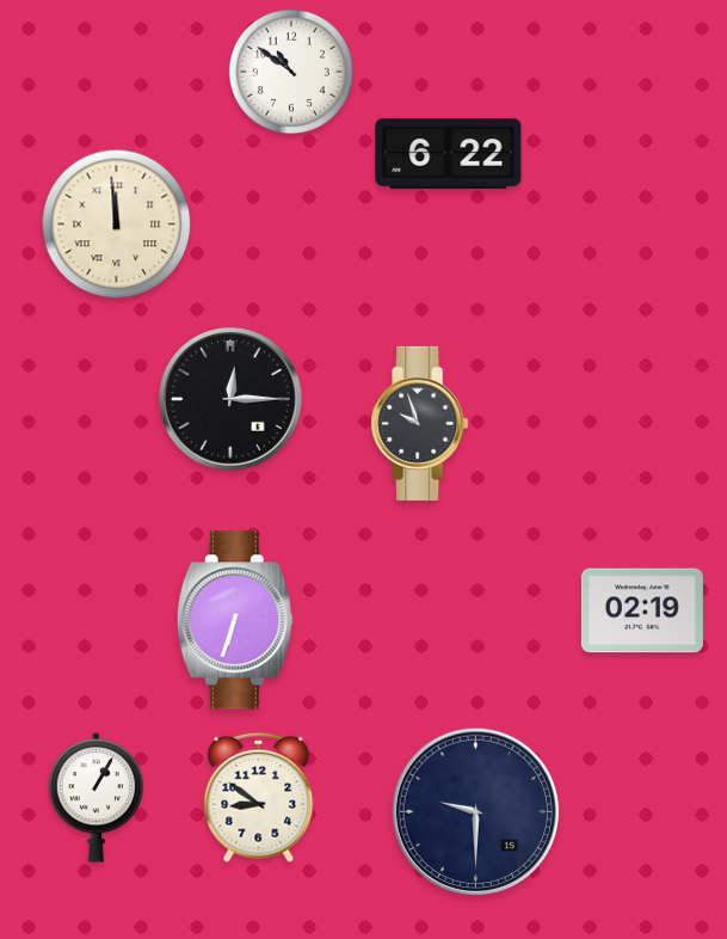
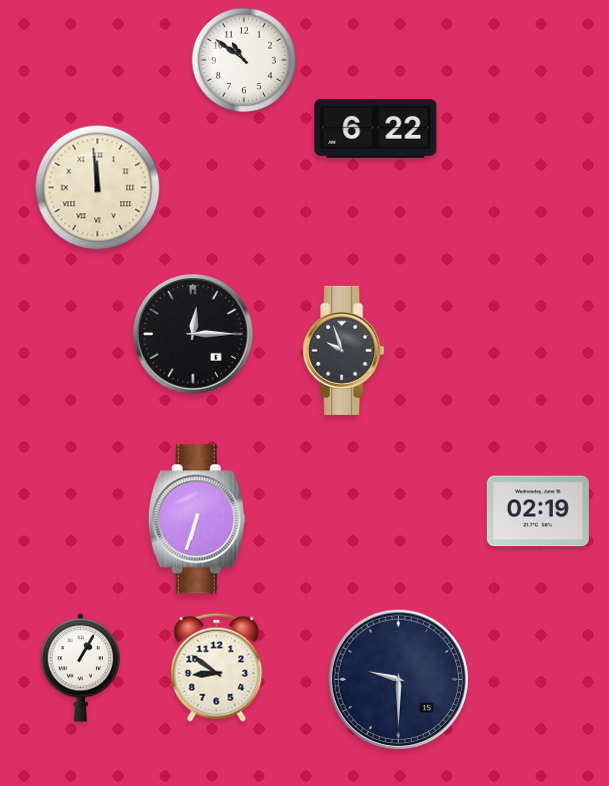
clock at (420, 423) position: (420, 423) -> (344, 350)
